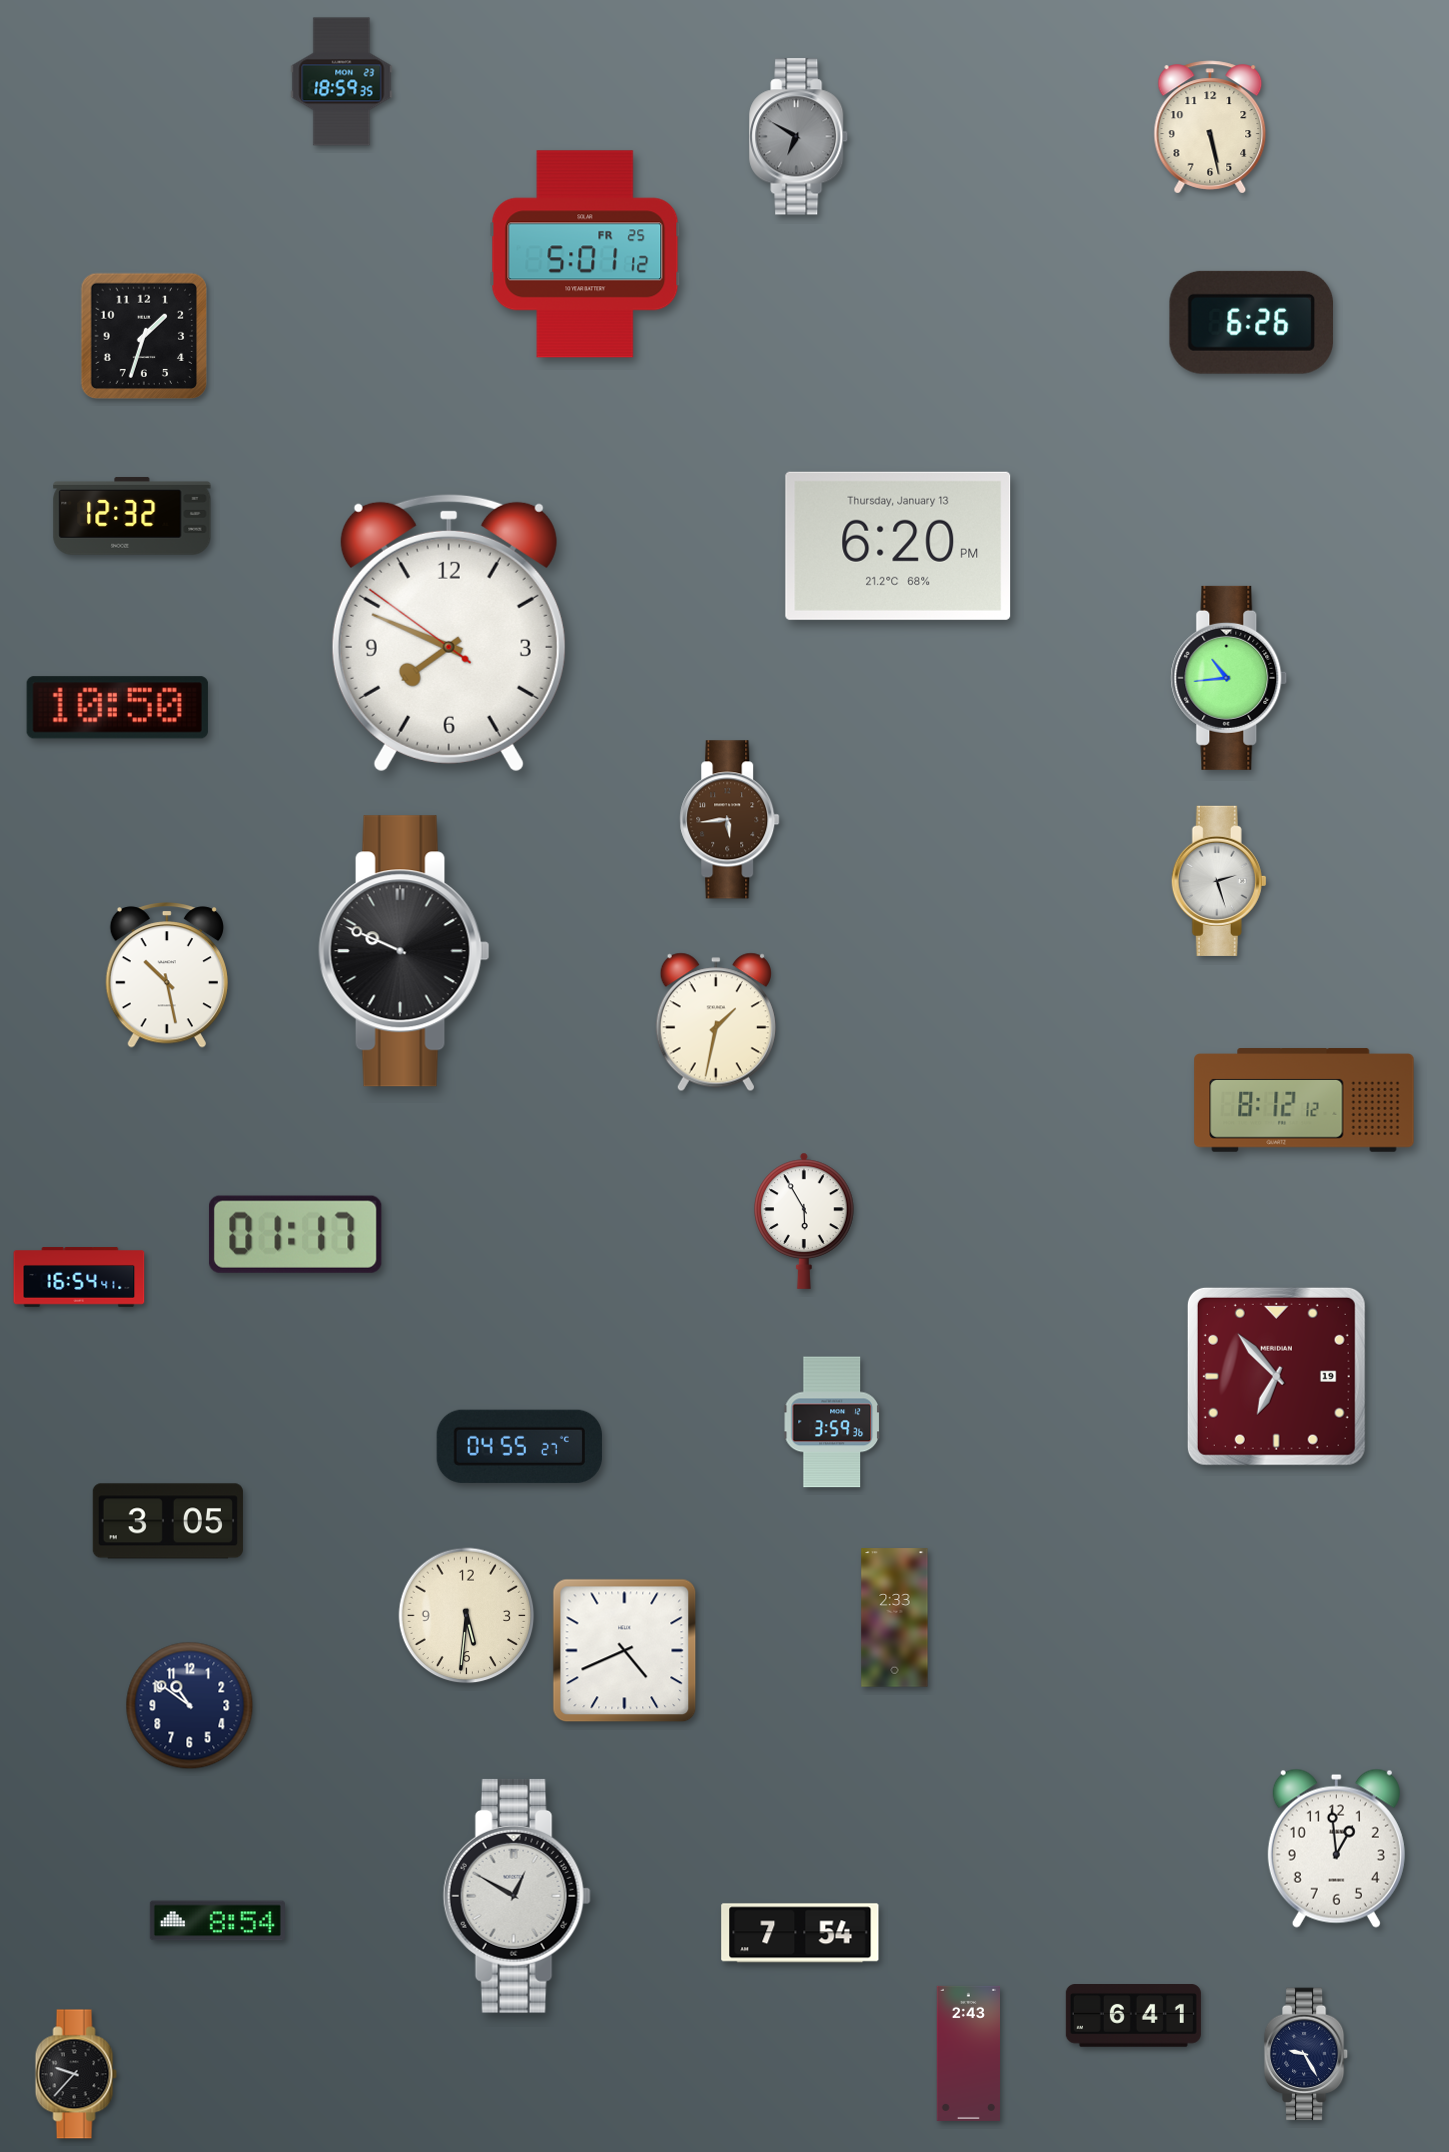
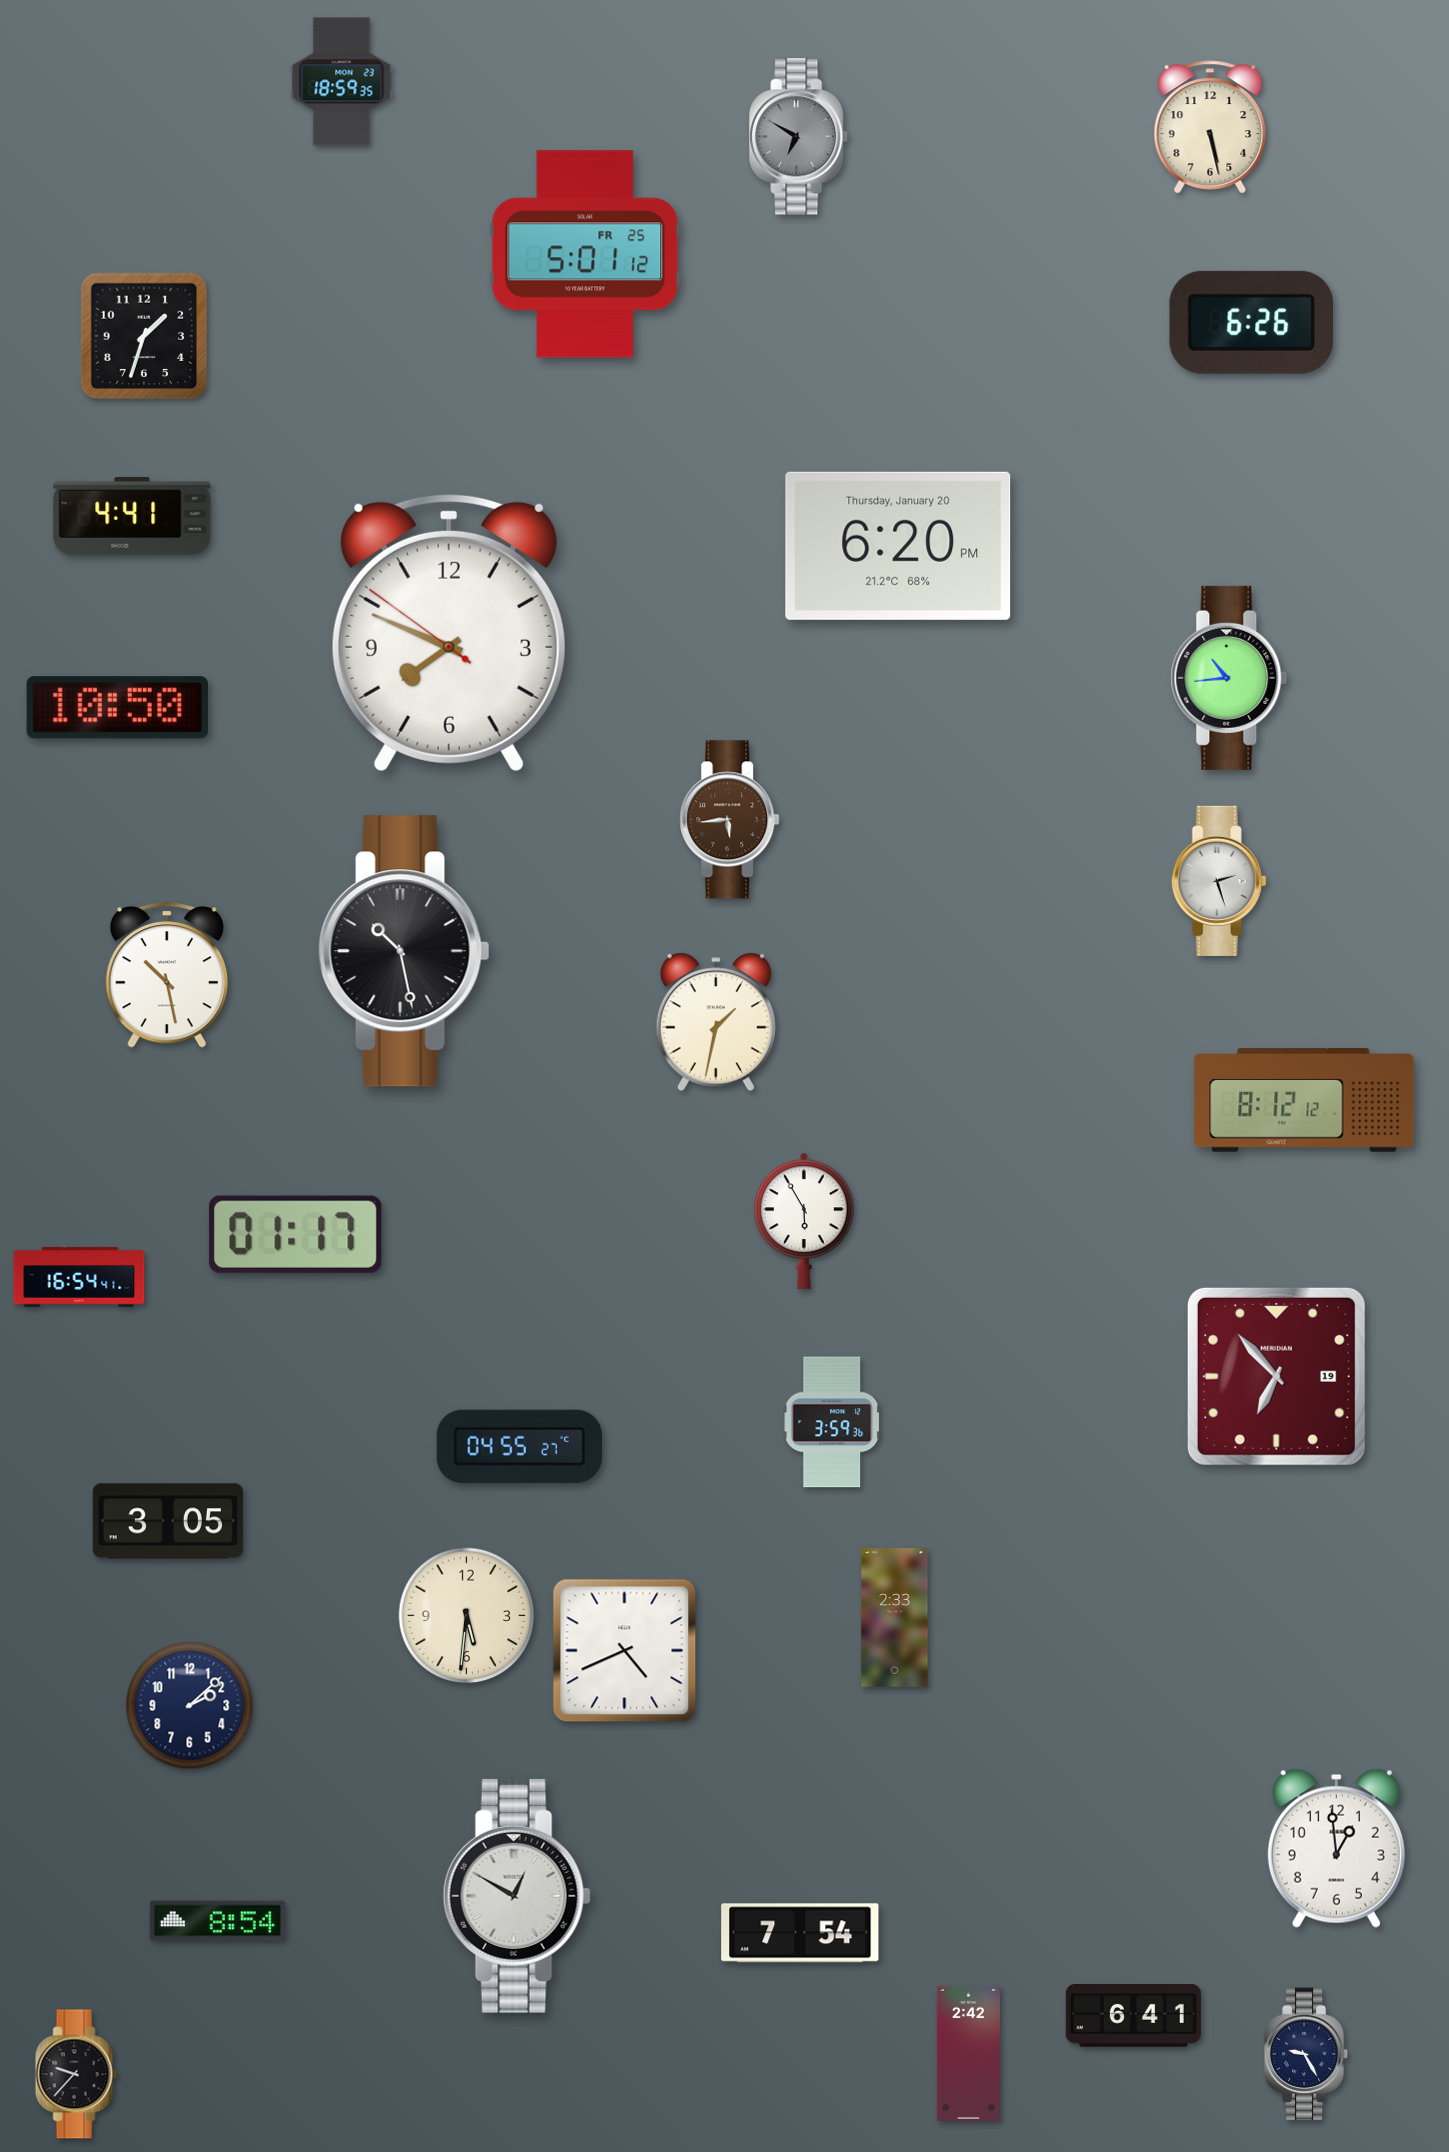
clock at (132, 516): 12:32 -> 4:41
clock at (898, 546) date: Thursday, January 13 -> Thursday, January 20
clock at (404, 951): 9:49 -> 10:28
clock at (190, 1706): 10:51 -> 2:08
clock at (968, 2053): 2:43 -> 2:42
